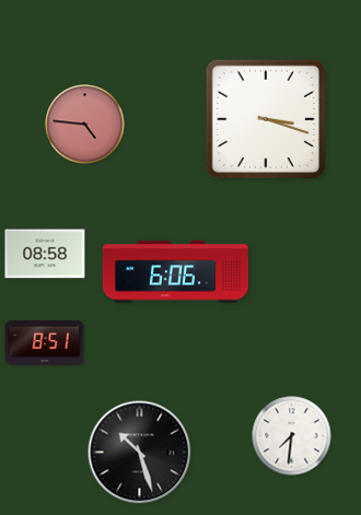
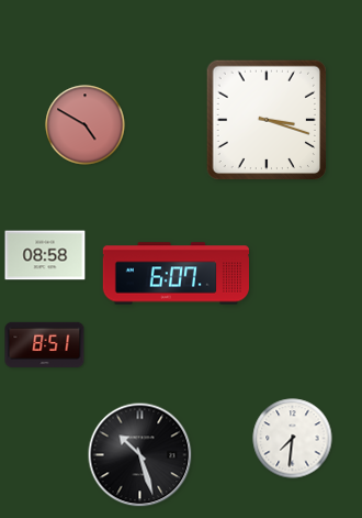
clock at (85, 125): 4:46 -> 4:50
clock at (175, 272): 6:06 -> 6:07
